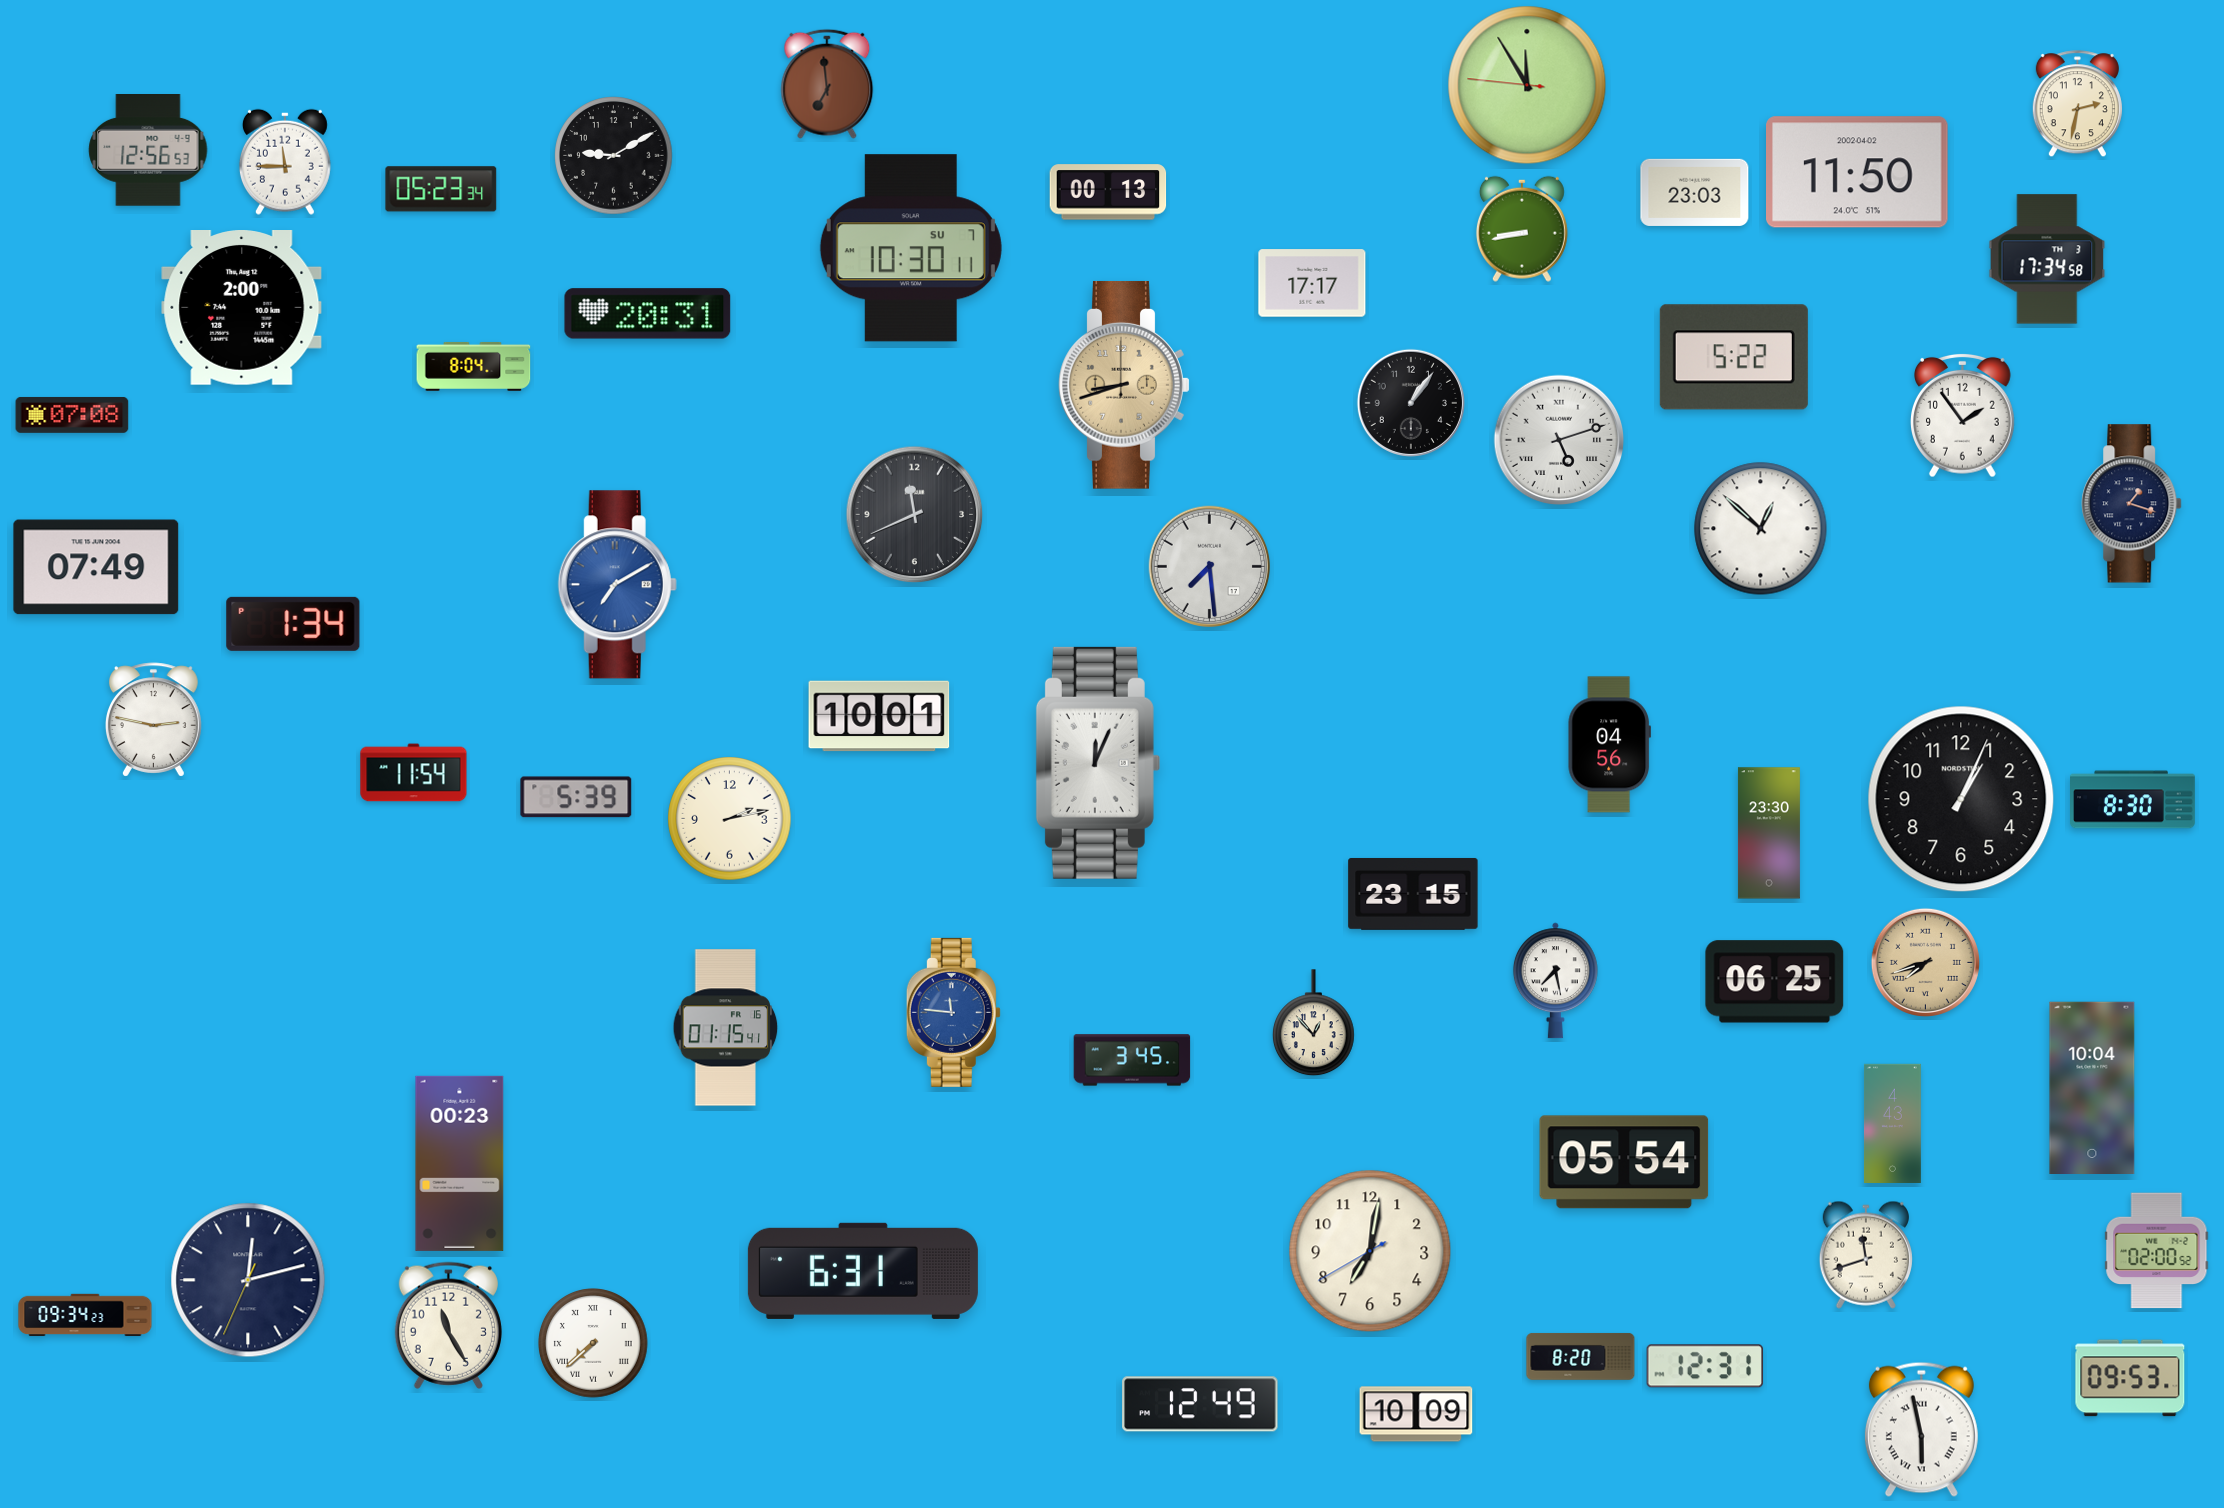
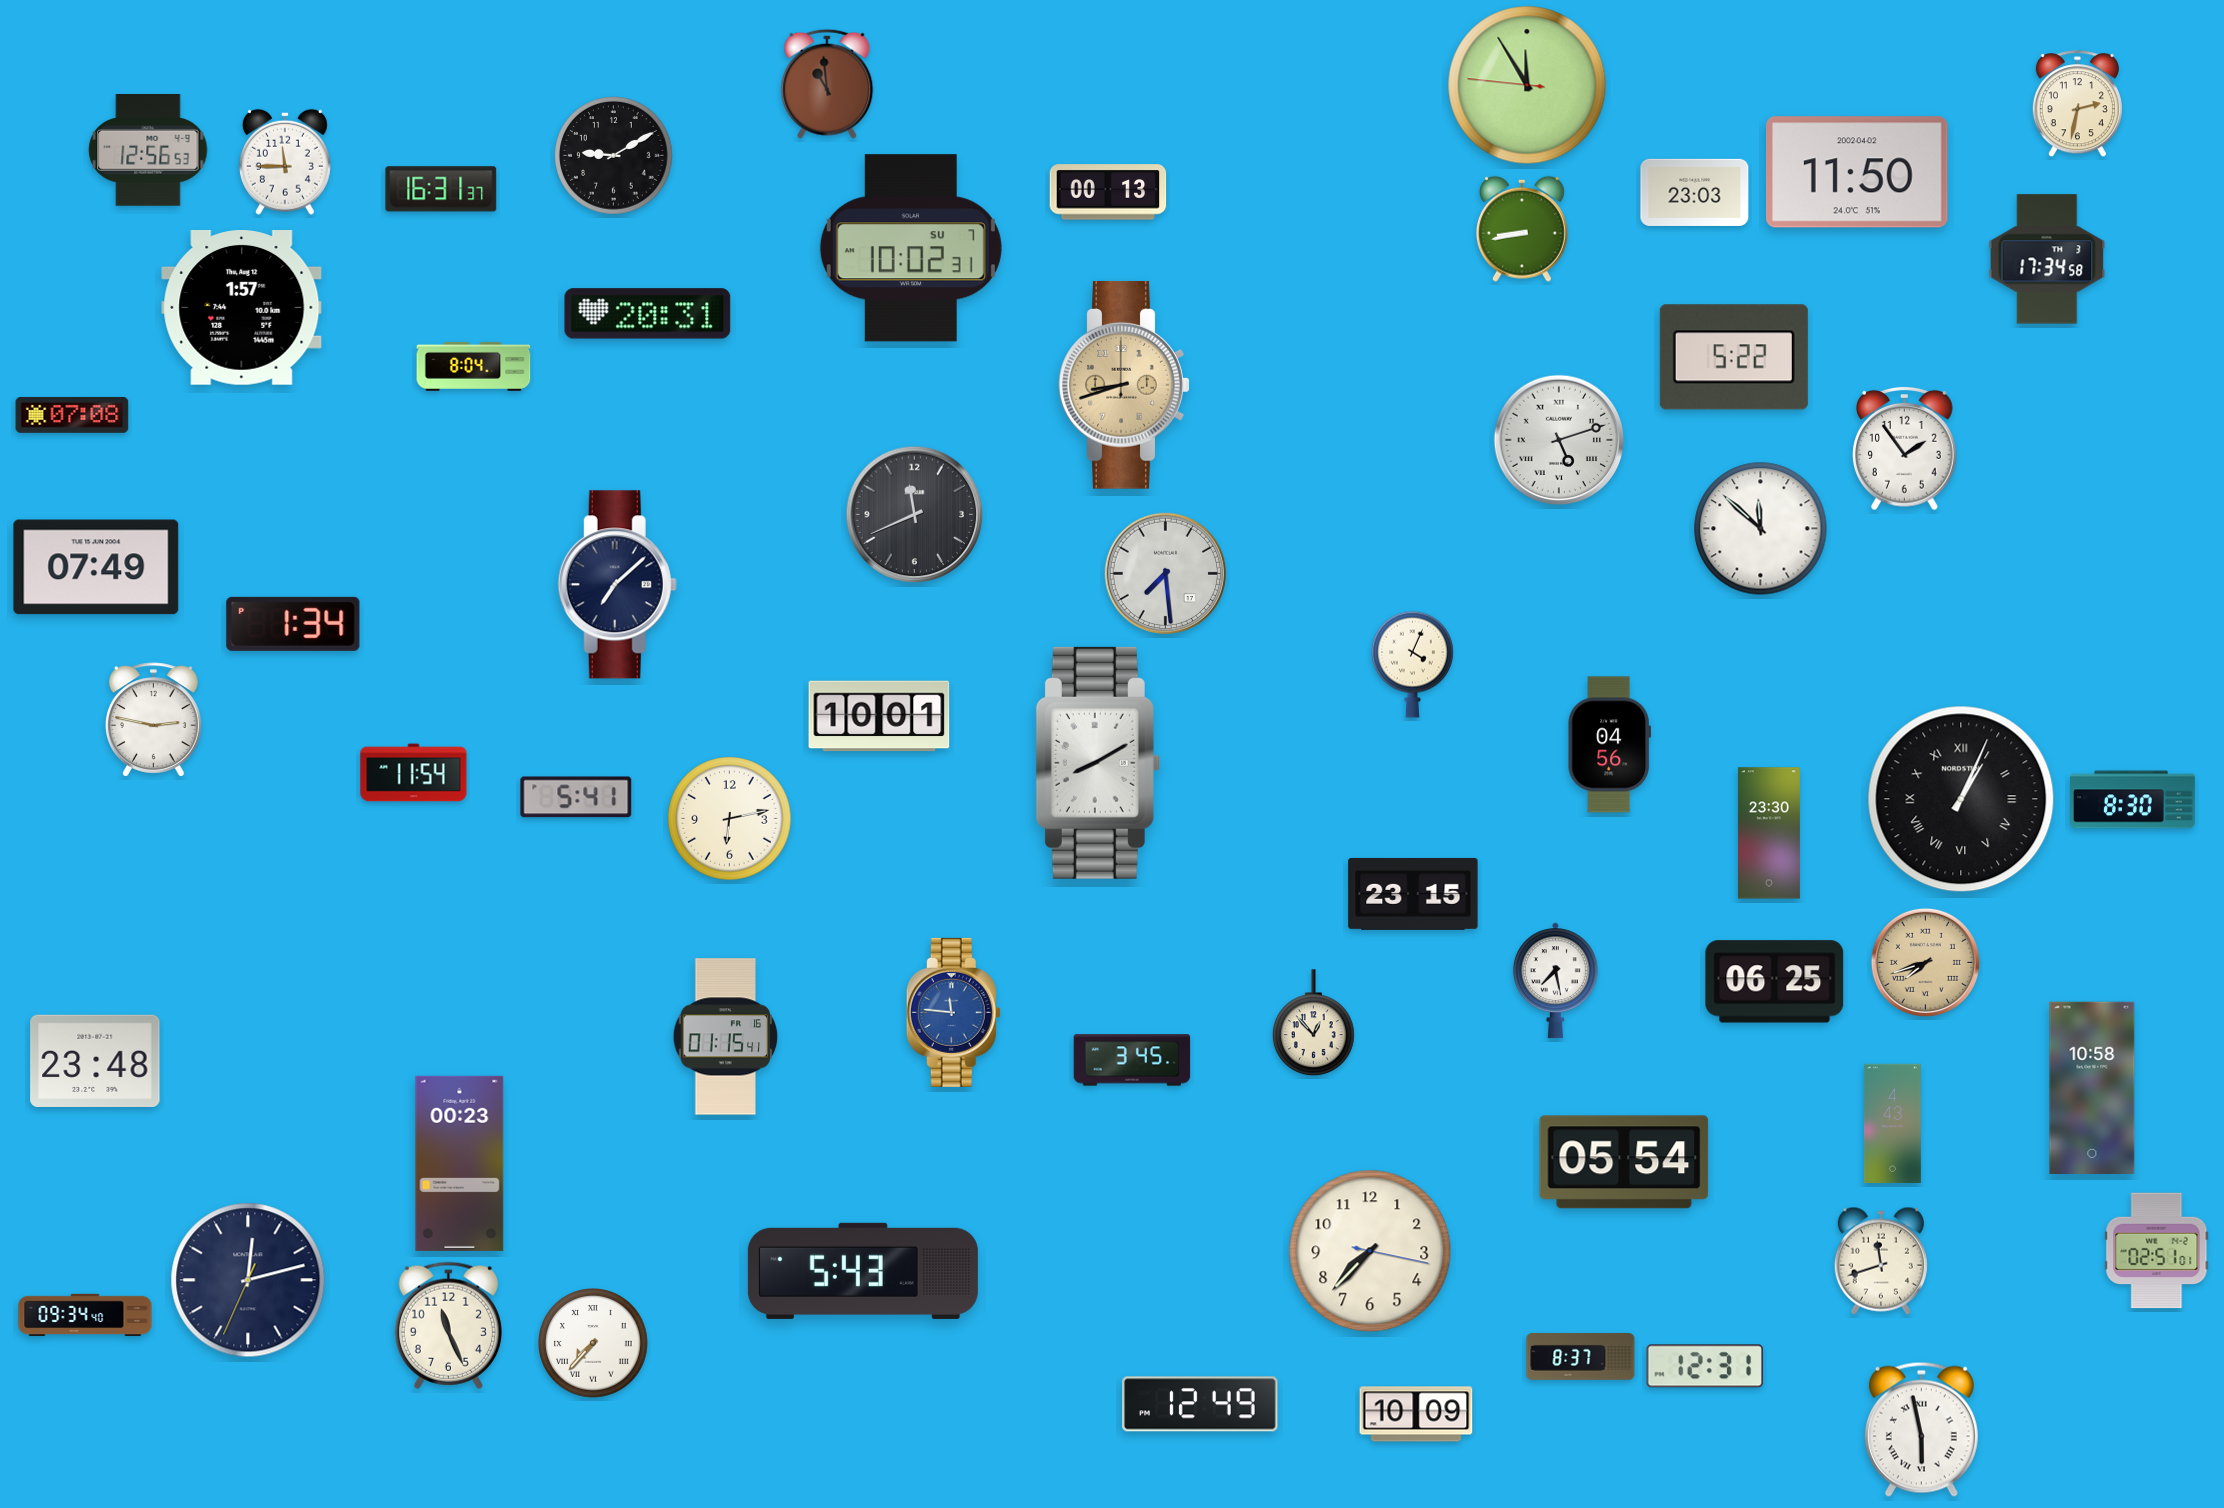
clock at (827, 84): 6:59 -> 10:59
clock at (441, 189): 05:23 -> 16:31
clock at (911, 248): 10:30 -> 10:02
clock at (1312, 283): 17:17 -> none
clock at (242, 308): 2:00 -> 1:57
clock at (1411, 403): 1:06 -> none
clock at (1963, 415) position: (1963, 415) -> (1905, 448)
clock at (2132, 504): 1:18 -> none
clock at (1761, 529): 12:52 -> 11:52
clock at (1210, 567) position: (1210, 567) -> (1166, 574)
clock at (617, 585): 7:10 -> 7:08
clock at (617, 585) dial: blue -> navy
clock at (1412, 664): none -> 4:04
clock at (1098, 763): 12:04 -> 8:10
clock at (576, 797): 5:39 -> 5:41
clock at (1961, 799) numerals: Arabic -> Roman
clock at (730, 819): 2:13 -> 6:13
clock at (726, 1028) position: (726, 1028) -> (726, 1037)
clock at (95, 1061): none -> 23:48
clock at (2092, 1087): 10:04 -> 10:58
clock at (1370, 1251): 7:01 -> 7:37
clock at (2157, 1251): 02:00 -> 02:51
clock at (1866, 1255) position: (1866, 1255) -> (1881, 1261)
clock at (863, 1271): 6:31 -> 5:43
clock at (85, 1315): 09:34:23 -> 09:34:40
clock at (448, 1325): 11:25 -> 11:26
clock at (593, 1343): 7:38 -> 7:37
clock at (1581, 1356): 8:20 -> 8:37
clock at (2130, 1378): 09:53 -> none
